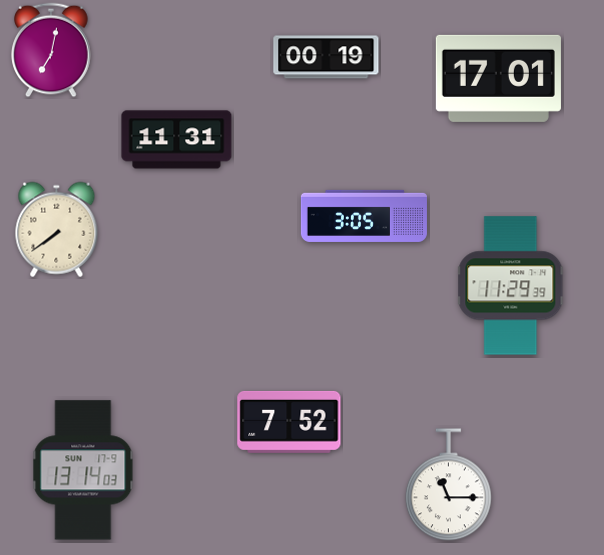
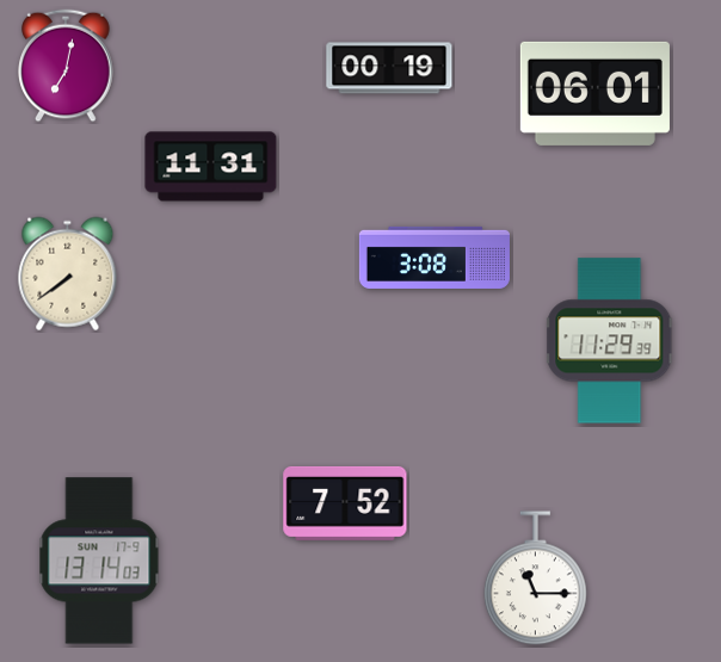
clock at (51, 50) position: (51, 50) -> (66, 66)
clock at (498, 78): 17:01 -> 06:01
clock at (364, 216): 3:05 -> 3:08
